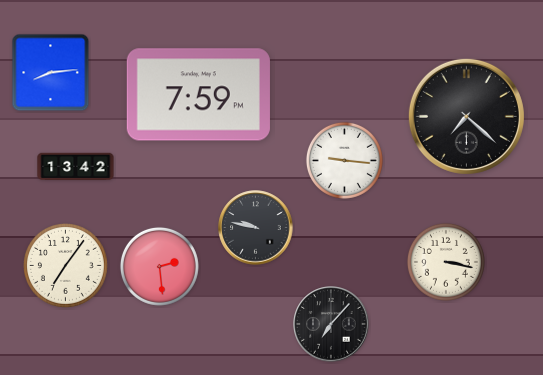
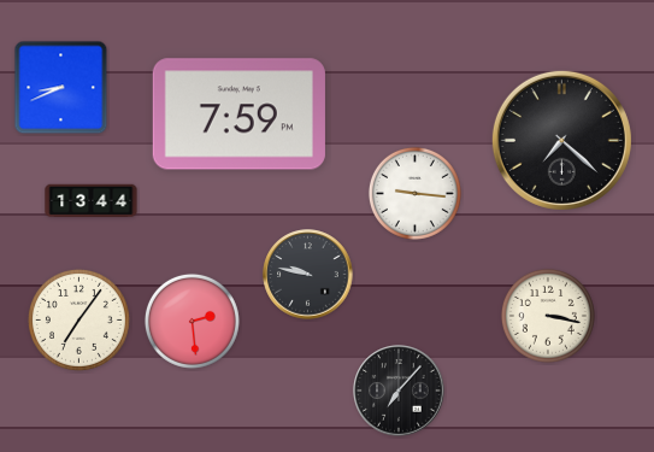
clock at (51, 73): 8:14 -> 8:41
clock at (76, 167): 13:42 -> 13:44
clock at (446, 262) position: (446, 262) -> (548, 316)
